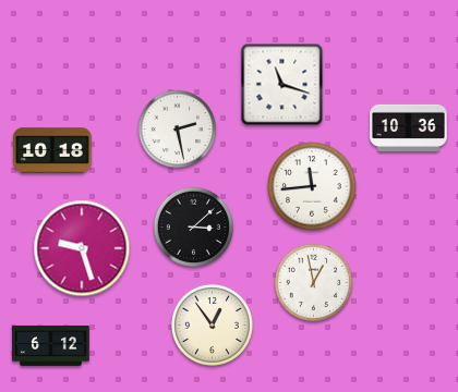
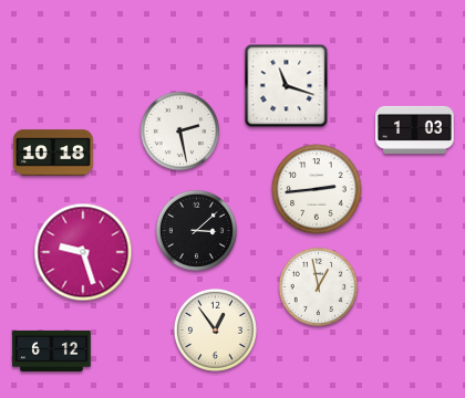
clock at (409, 127): 10:36 -> 1:03
clock at (312, 186): 11:44 -> 2:44
